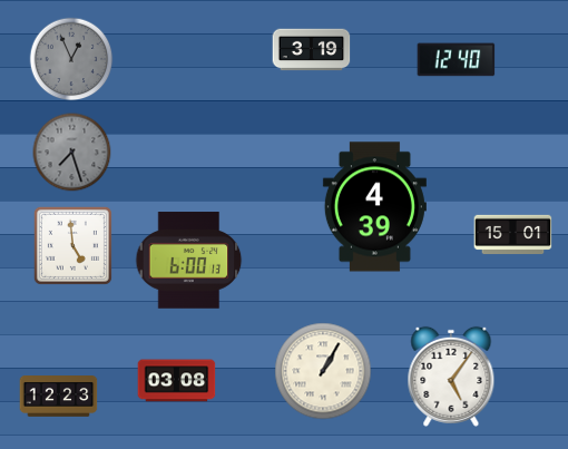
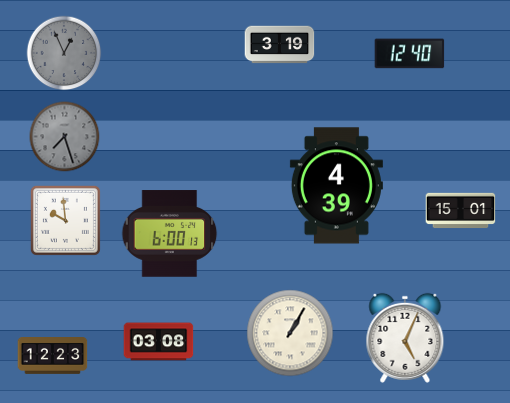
clock at (72, 245): 4:59 -> 9:59
clock at (451, 377): 5:06 -> 5:04
